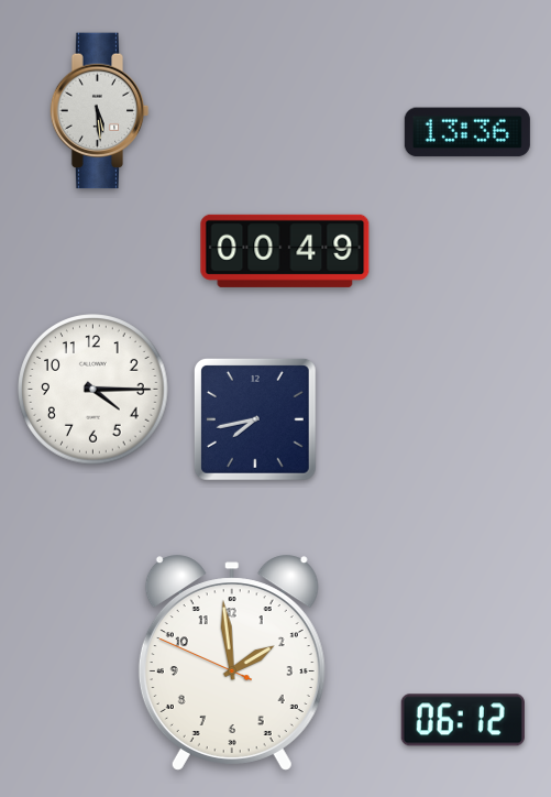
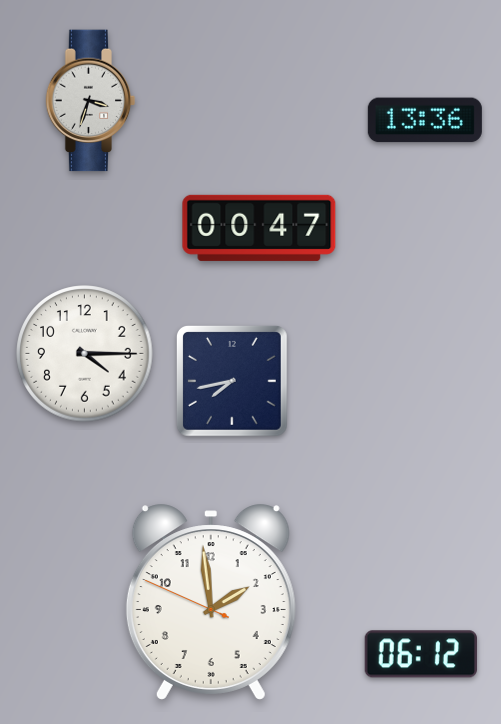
clock at (100, 111): 5:29 -> 3:33
clock at (285, 251): 00:49 -> 00:47
